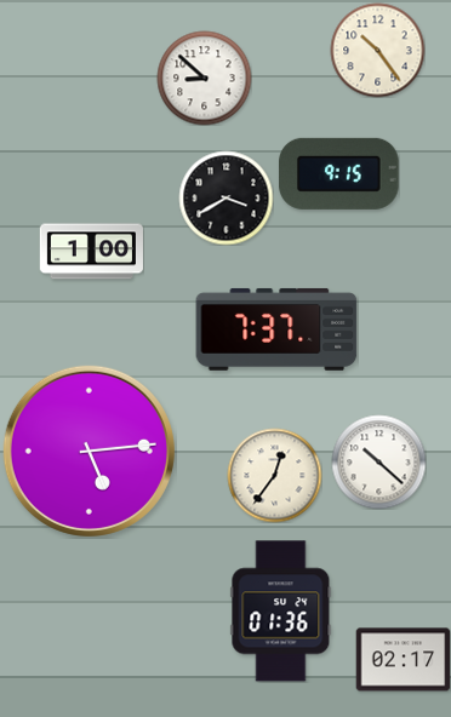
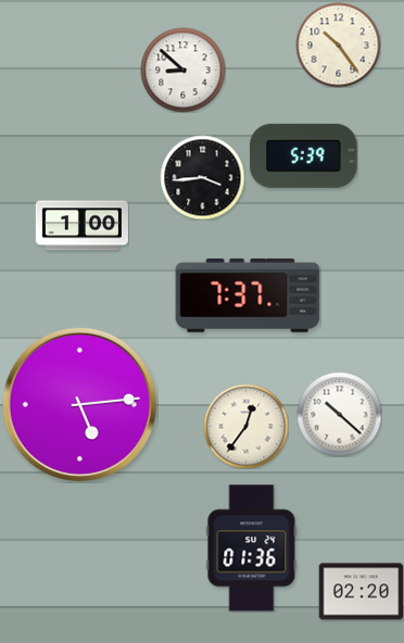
clock at (339, 173): 9:15 -> 5:39
clock at (225, 197): 3:40 -> 3:44
clock at (403, 660): 02:17 -> 02:20
